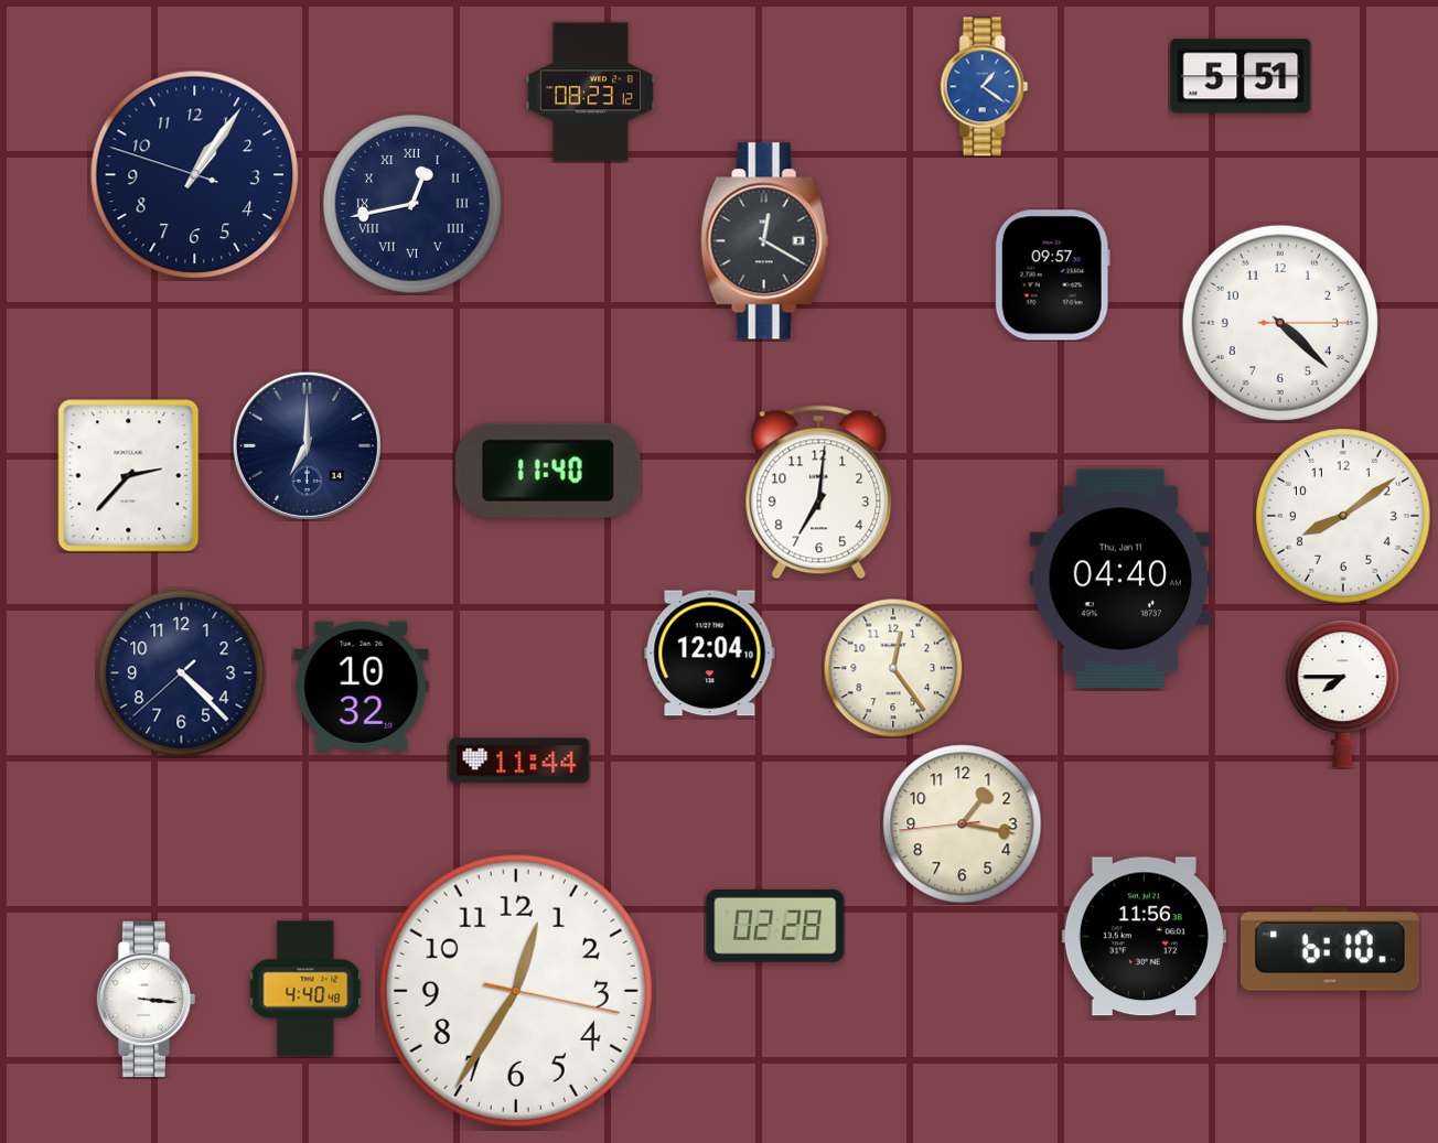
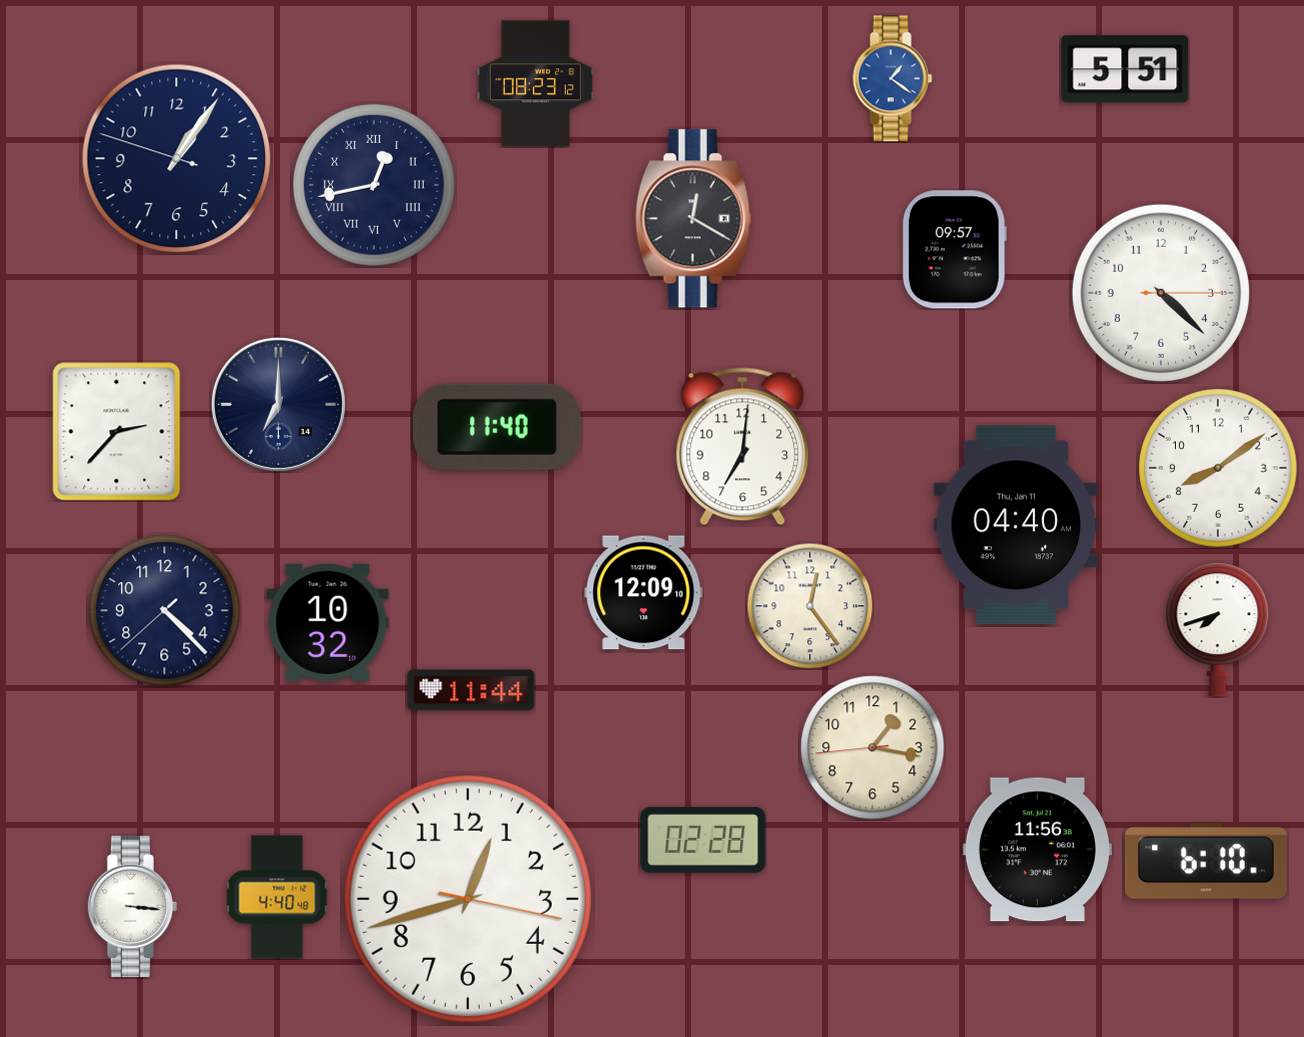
clock at (710, 654): 12:04 -> 12:09
clock at (1343, 694): 7:45 -> 7:42
clock at (516, 991): 12:35 -> 12:42
